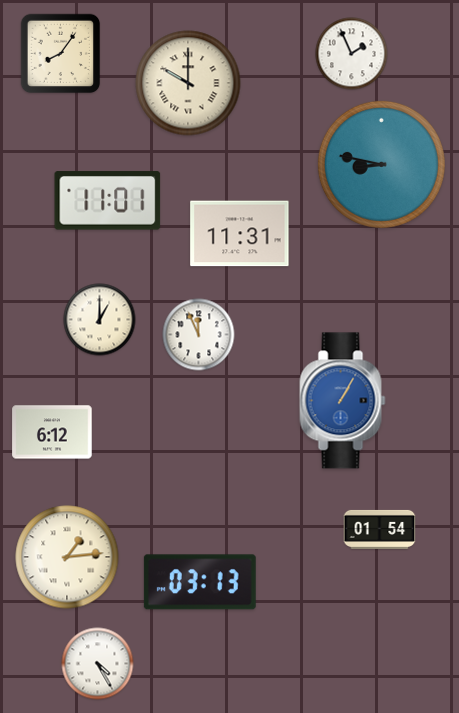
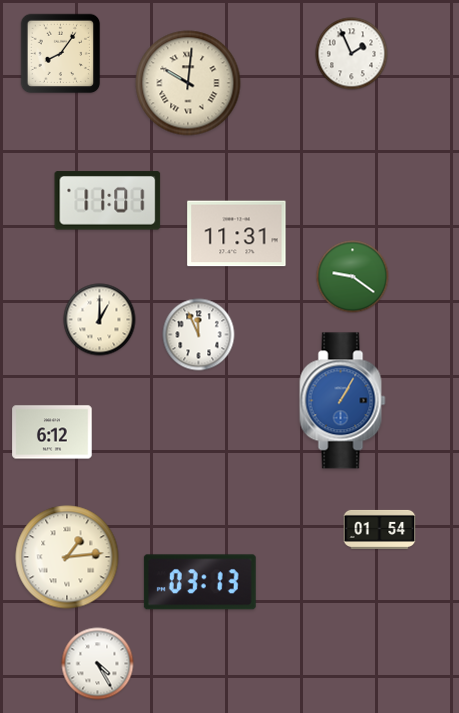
clock at (188, 83): 10:00 -> 10:01
clock at (381, 164): 8:47 -> none
clock at (240, 234) position: (240, 234) -> (237, 234)
clock at (353, 277): none -> 9:21
